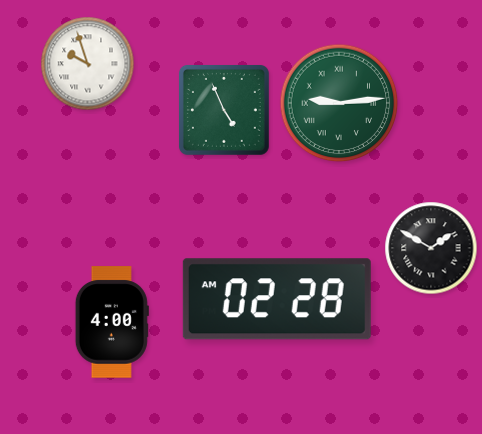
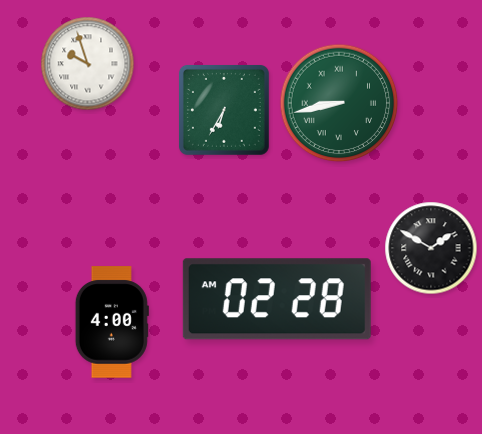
clock at (339, 103): 9:14 -> 8:43
clock at (224, 110): 4:56 -> 6:35
